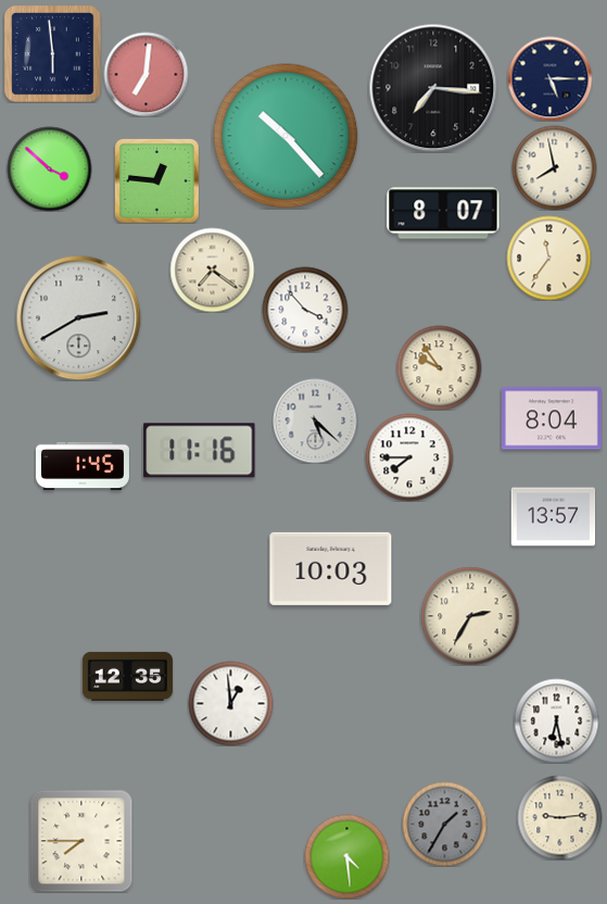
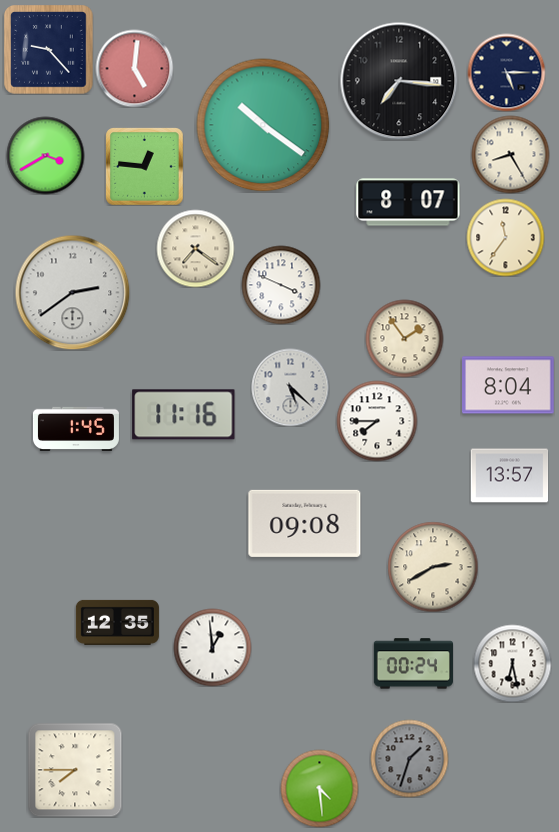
clock at (52, 53): 5:59 -> 9:23
clock at (146, 74): 7:01 -> 5:01
clock at (286, 136): 10:23 -> 10:21
clock at (554, 167): 7:58 -> 8:25
clock at (49, 168): 3:52 -> 3:40
clock at (443, 213) position: (443, 213) -> (408, 202)
clock at (305, 310): 3:53 -> 3:49
clock at (78, 317): 2:40 -> 2:39
clock at (439, 367): 9:54 -> 1:54
clock at (331, 568): 10:03 -> 09:08
clock at (470, 616): 2:35 -> 2:40
clock at (413, 664): none -> 00:24
clock at (559, 817): 9:14 -> none
clock at (444, 824): 1:35 -> 1:33
clock at (81, 841) position: (81, 841) -> (75, 770)
